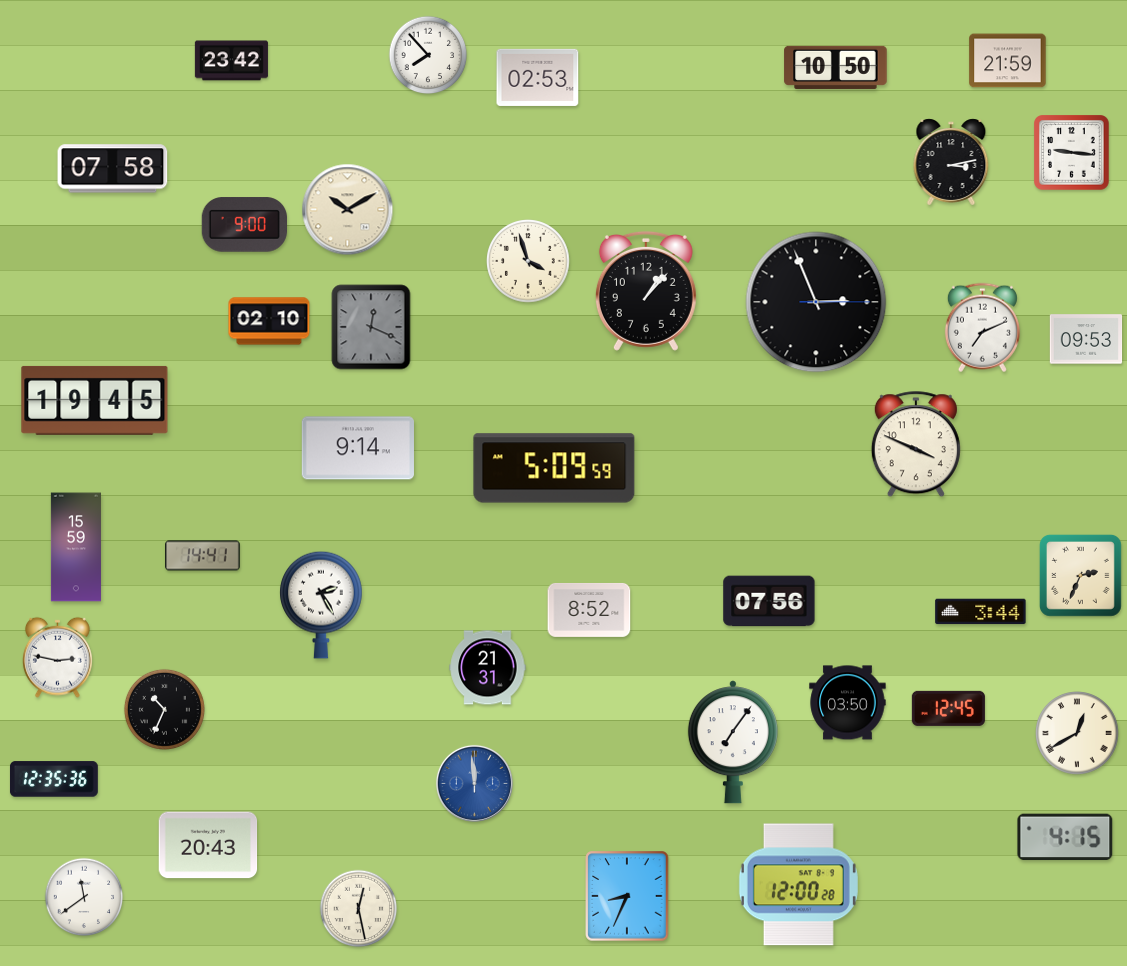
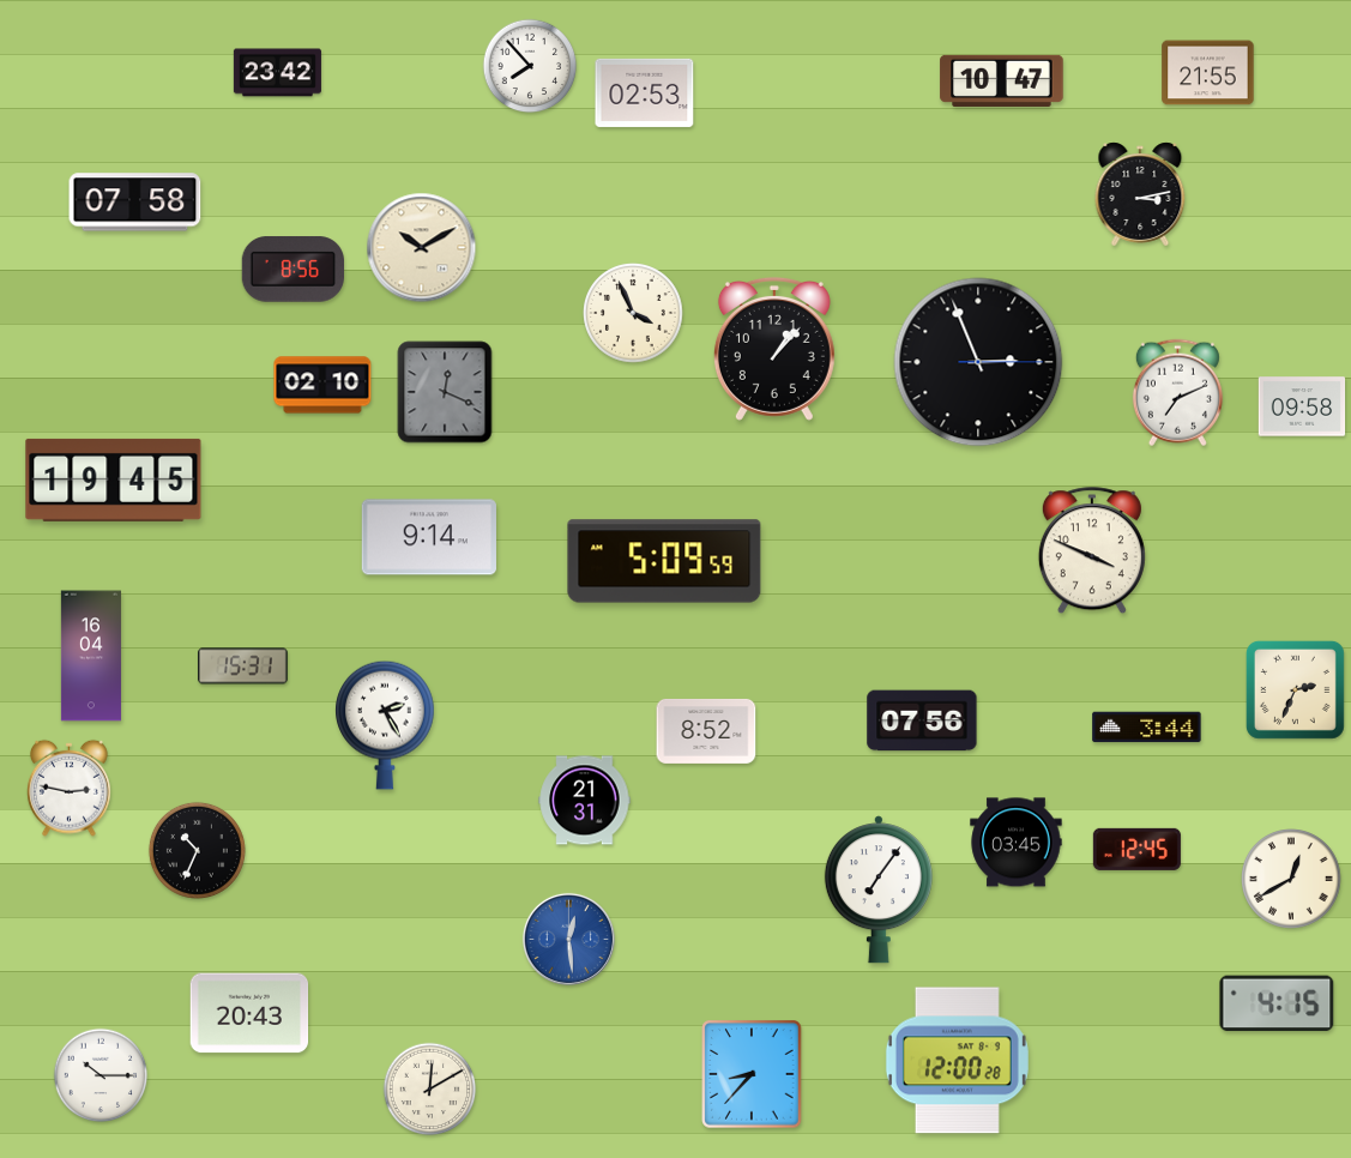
clock at (428, 55) position: (428, 55) -> (530, 66)
clock at (1008, 61): 21:59 -> 21:55
clock at (836, 67): 10:50 -> 10:47
clock at (1072, 153): 9:16 -> none
clock at (348, 210) position: (348, 210) -> (422, 248)
clock at (244, 225): 9:00 -> 8:56
clock at (528, 261): 3:57 -> 3:56
clock at (1086, 339): 09:53 -> 09:58
clock at (916, 445) position: (916, 445) -> (1092, 551)
clock at (76, 547): 15:59 -> 16:04
clock at (203, 556): 14:41 -> 15:31
clock at (981, 612) position: (981, 612) -> (1147, 728)
clock at (848, 703): 03:50 -> 03:45
clock at (54, 779): 12:35 -> none
clock at (474, 783): 11:59 -> 12:29
clock at (627, 896): 8:34 -> 8:37
clock at (84, 897): 11:39 -> 10:15
clock at (359, 909): 12:28 -> 12:10
